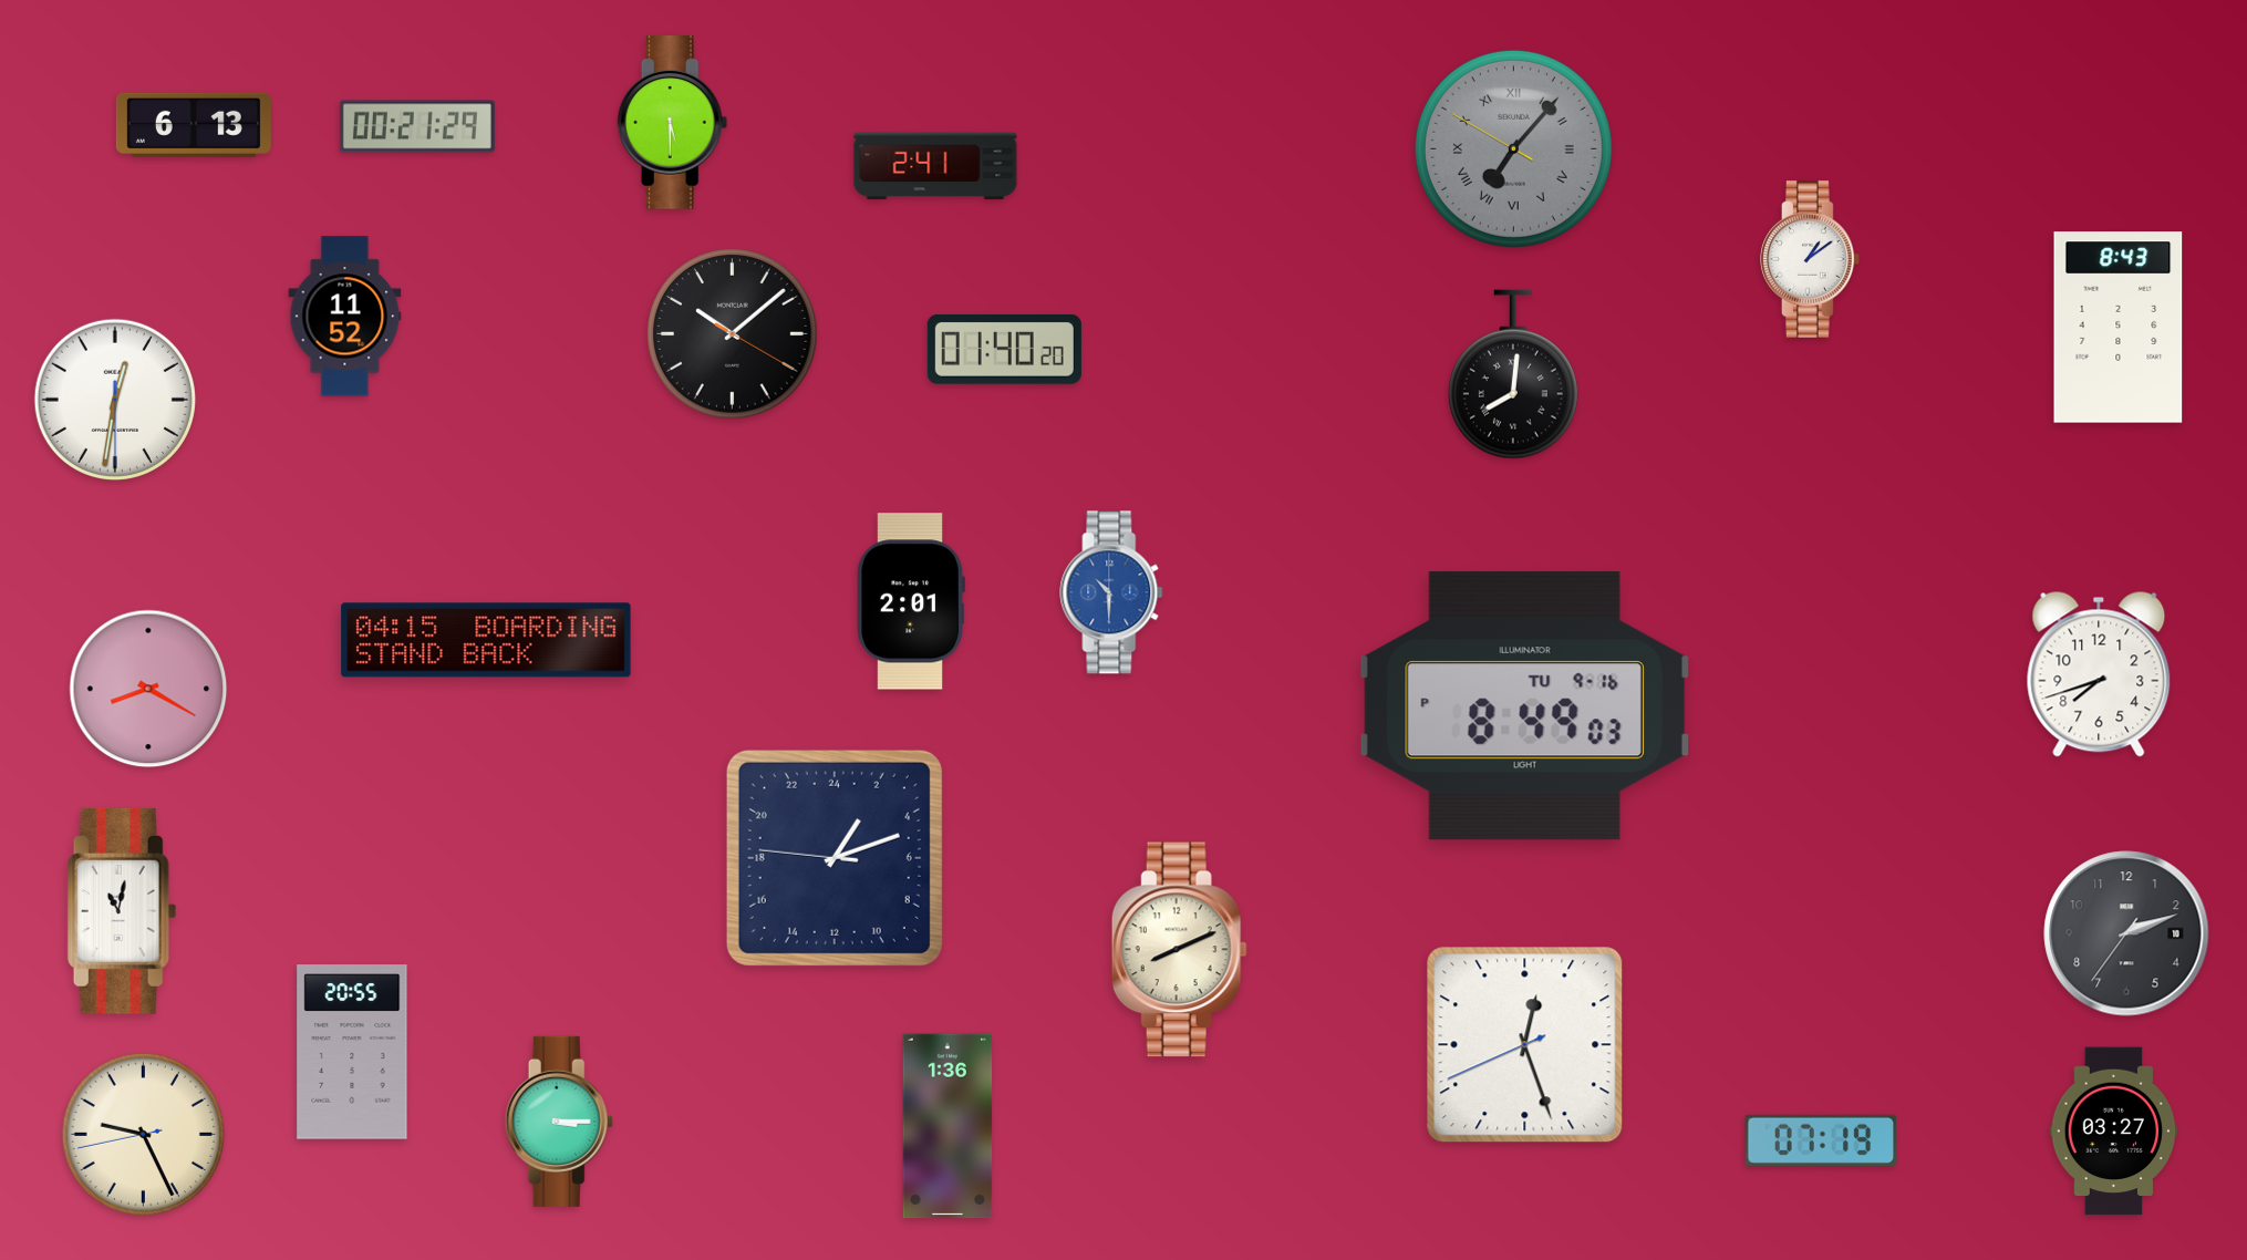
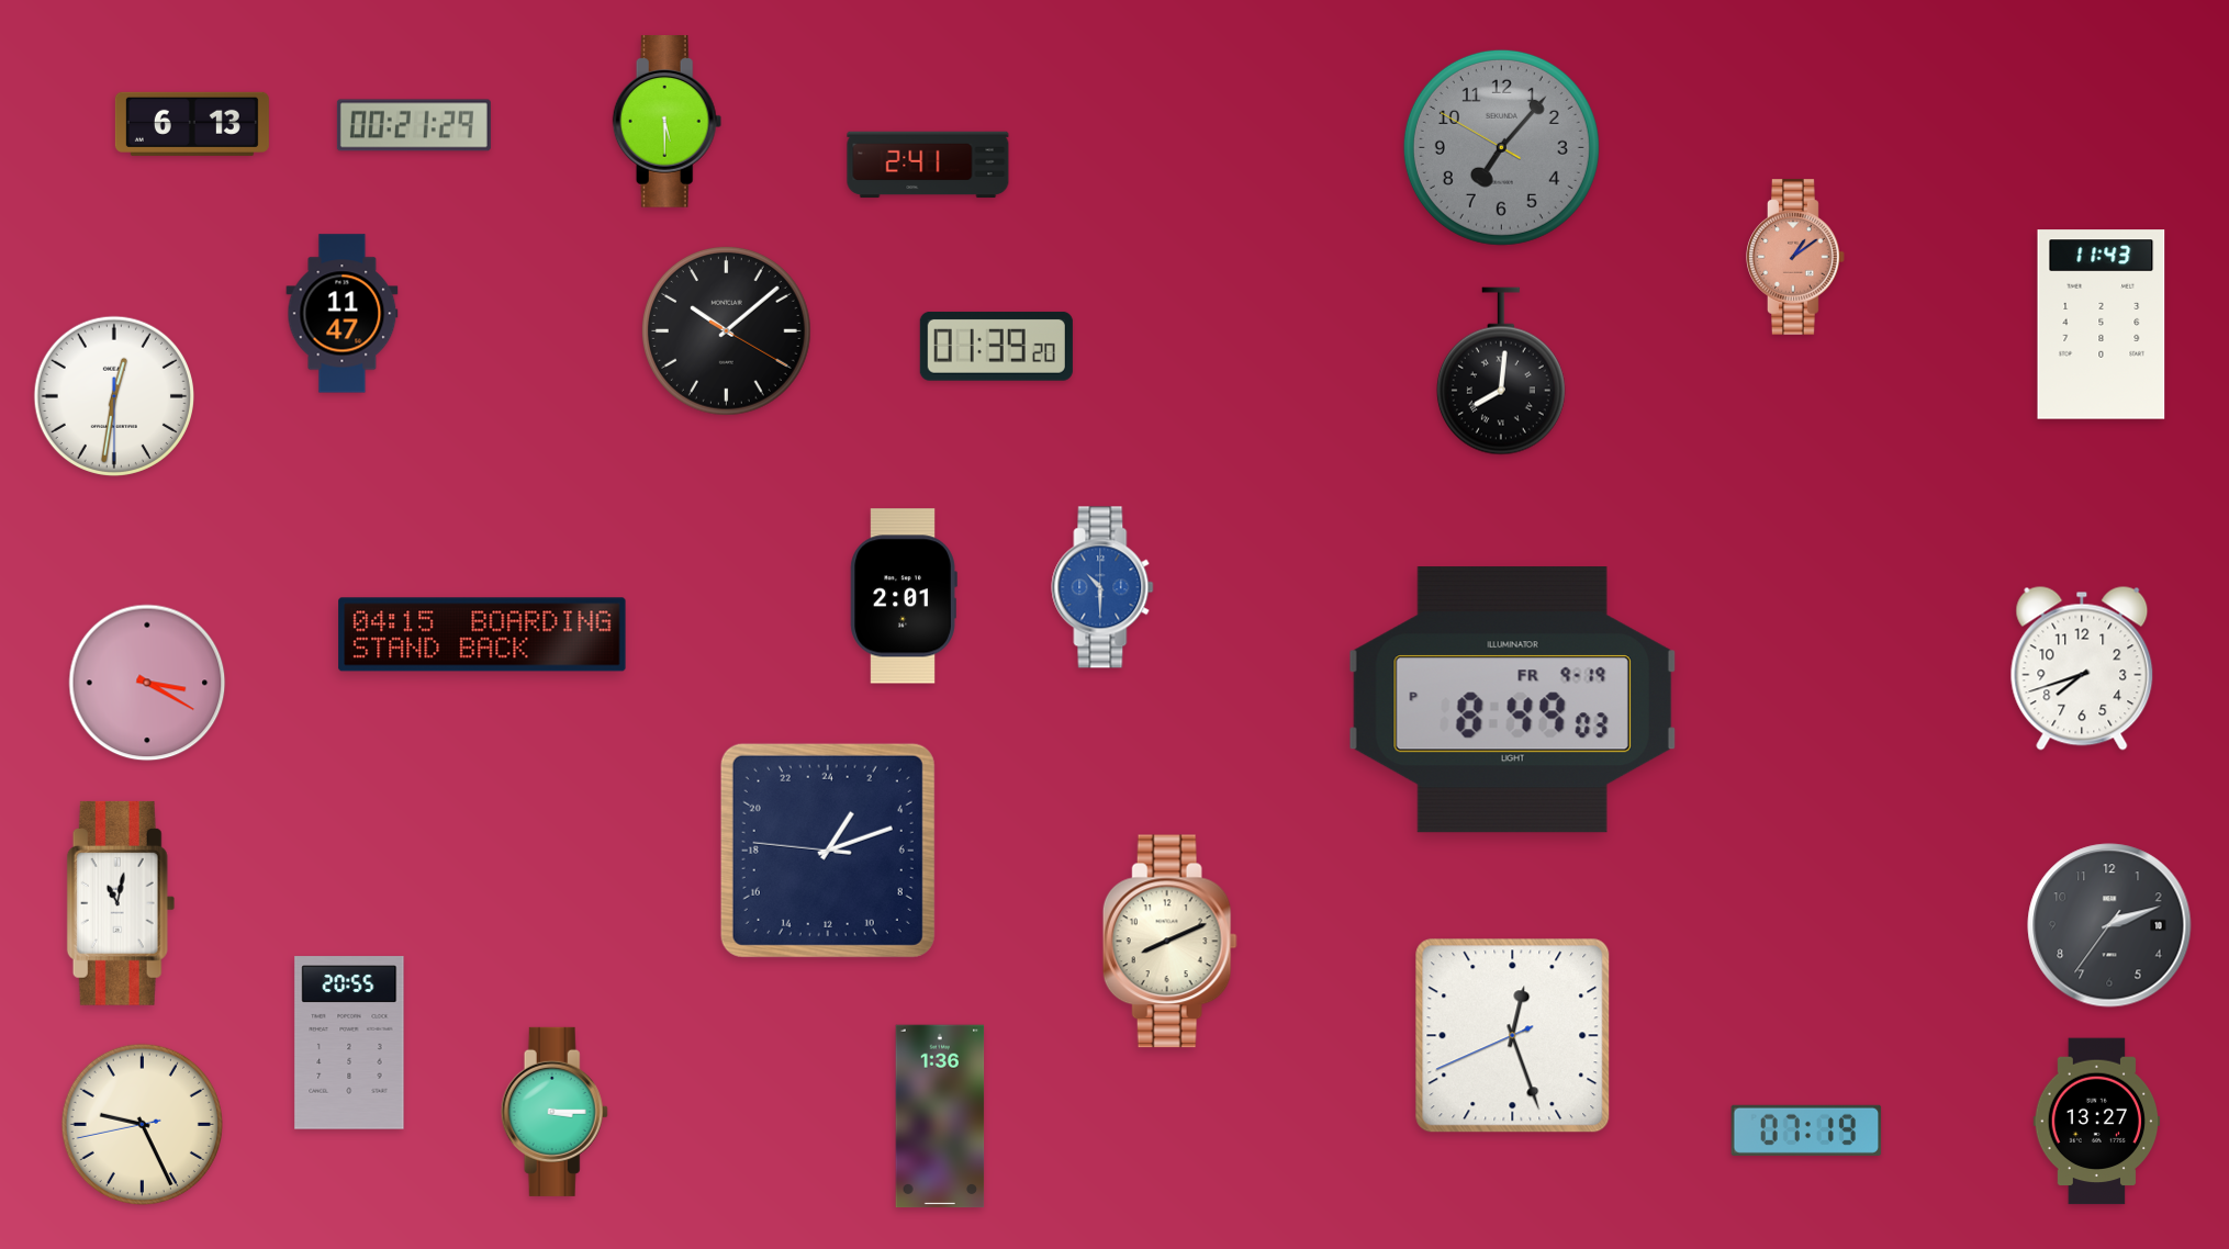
clock at (1513, 148) numerals: Roman -> Arabic
clock at (1811, 260) dial: white -> salmon
clock at (345, 317): 11:52 -> 11:47
clock at (2119, 328): 8:43 -> 11:43
clock at (1004, 349): 01:40 -> 01:39
clock at (148, 689): 8:20 -> 3:20
clock at (1524, 706) date: TU 9-16 -> FR 9-19
clock at (2114, 1132): 03:27 -> 13:27
